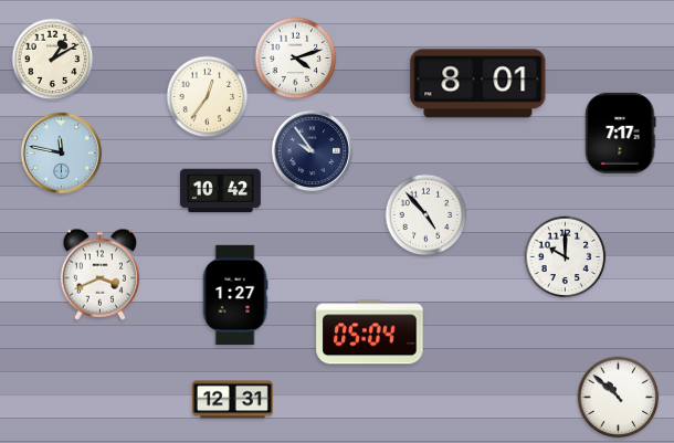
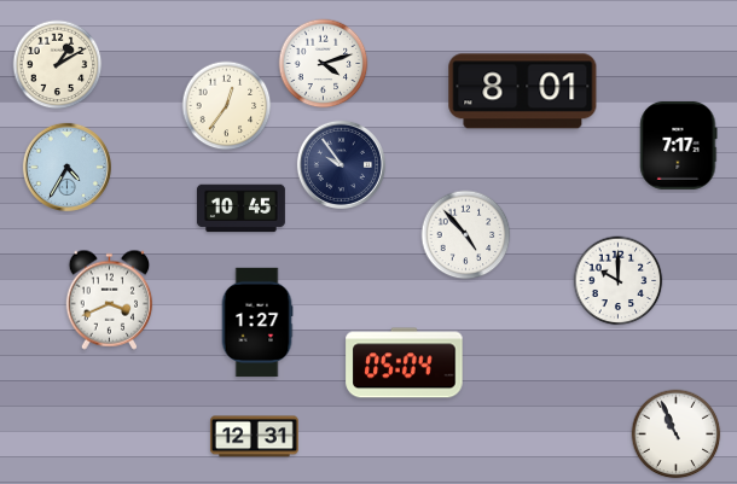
clock at (61, 152): 11:47 -> 4:35
clock at (220, 191): 10:42 -> 10:45
clock at (619, 398): 10:52 -> 10:56
